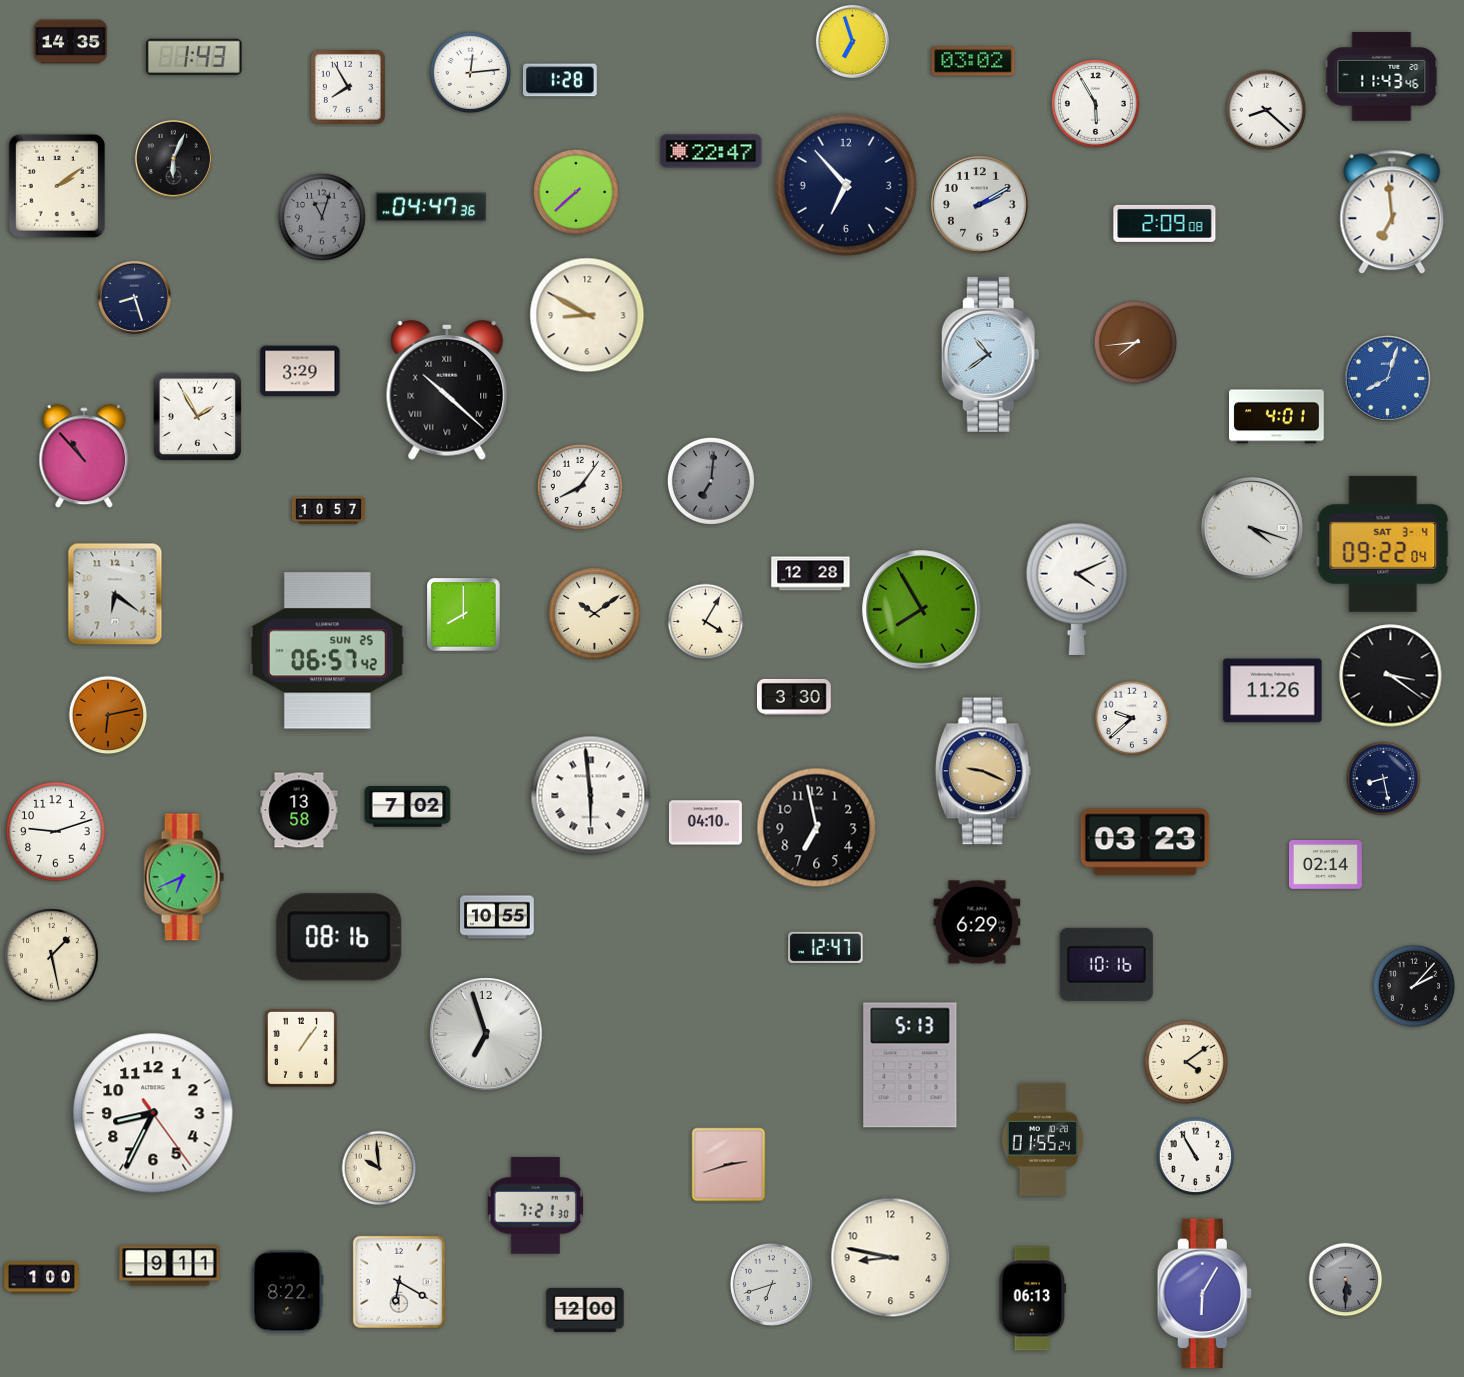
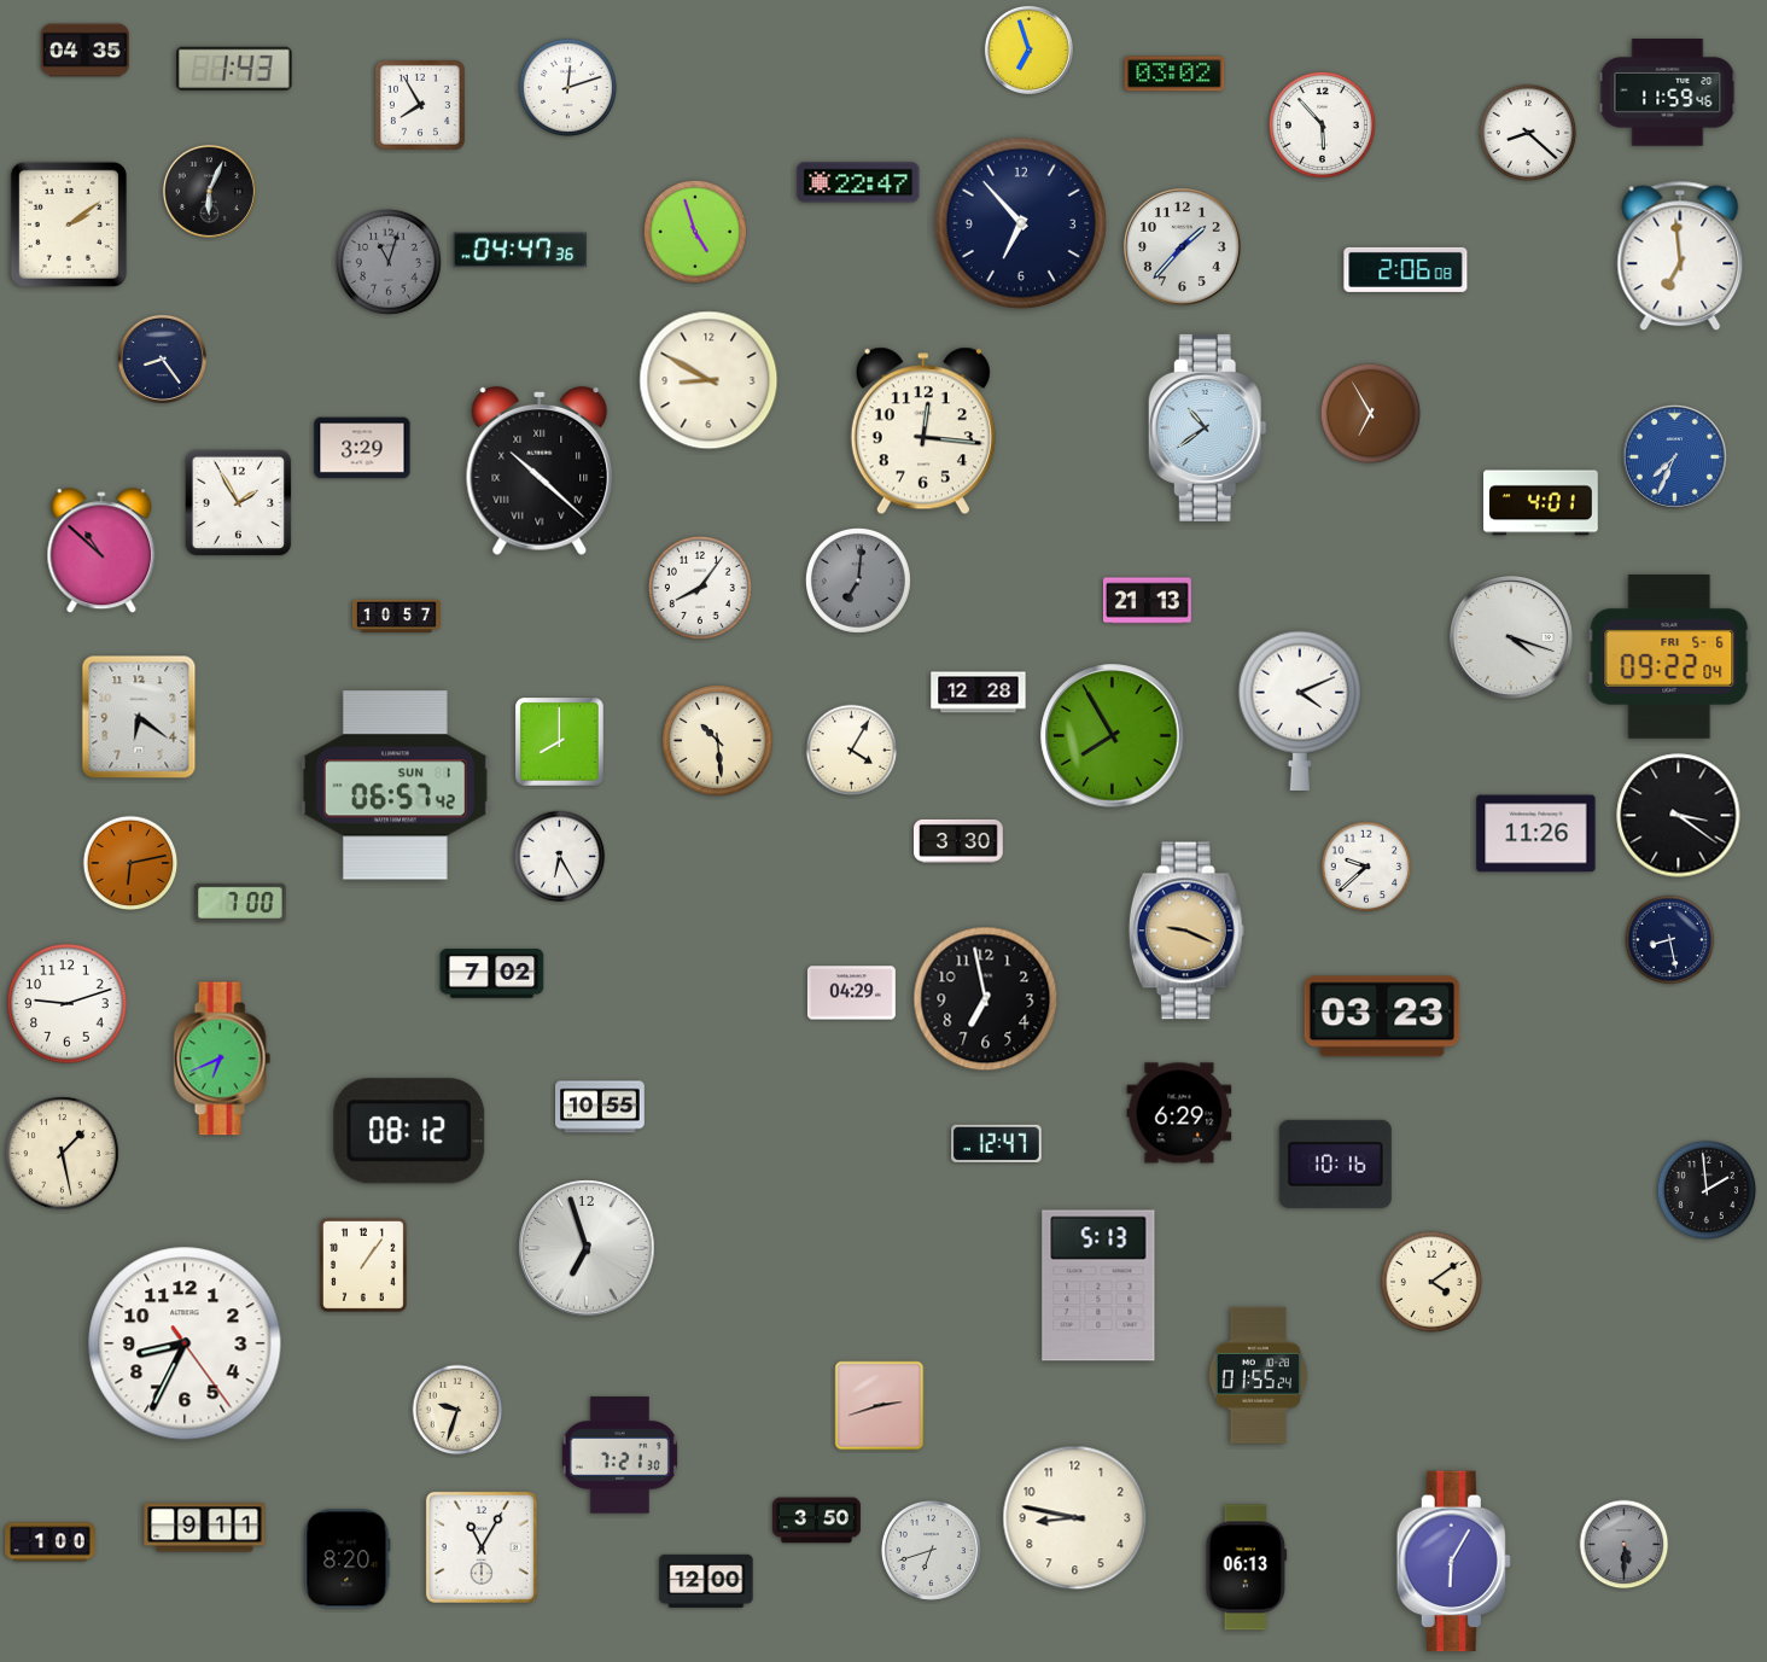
clock at (70, 42): 14:35 -> 04:35
clock at (470, 72): 12:14 -> 12:12
clock at (1382, 77): 11:43 -> 11:59
clock at (560, 80): 1:28 -> none
clock at (1095, 103): 5:55 -> 5:53
clock at (576, 192): 7:38 -> 4:57
clock at (980, 205): 2:10 -> 1:37
clock at (1165, 223): 2:09 -> 2:06
clock at (134, 297): 8:27 -> 8:24
clock at (1135, 342): 7:44 -> 6:55
clock at (990, 354) position: (990, 354) -> (1207, 427)
clock at (923, 431): none -> 12:16
clock at (1387, 378): 8:03 -> 7:34
clock at (84, 457): 10:53 -> 10:52
clock at (1147, 601): none -> 21:13
clock at (1383, 544) date: SAT 3-4 -> FRI 5-6
clock at (595, 614): 10:09 -> 10:29
clock at (327, 651) date: SUN 25 -> SUN 1
clock at (560, 857): none -> 6:25
clock at (240, 903): none -> 7:00
clock at (591, 796): 5:59 -> none
clock at (299, 810): 13:58 -> none
clock at (705, 823): 04:10 -> 04:29
clock at (1325, 865): 02:14 -> none
clock at (339, 937): 08:16 -> 08:12
clock at (1413, 985): 2:07 -> 1:59
clock at (1196, 1157): 10:55 -> none
clock at (379, 1168): 9:59 -> 9:33
clock at (535, 1206) position: (535, 1206) -> (619, 1456)
clock at (816, 1521): none -> 3:50
clock at (399, 1282): 6:20 -> 11:05
clock at (288, 1292): 8:22 -> 8:20
